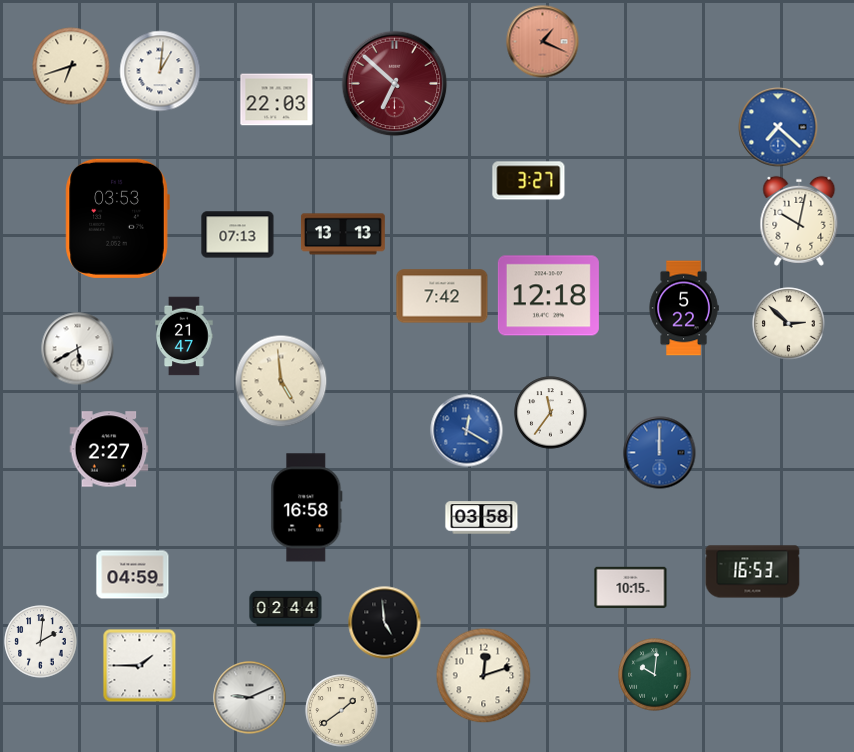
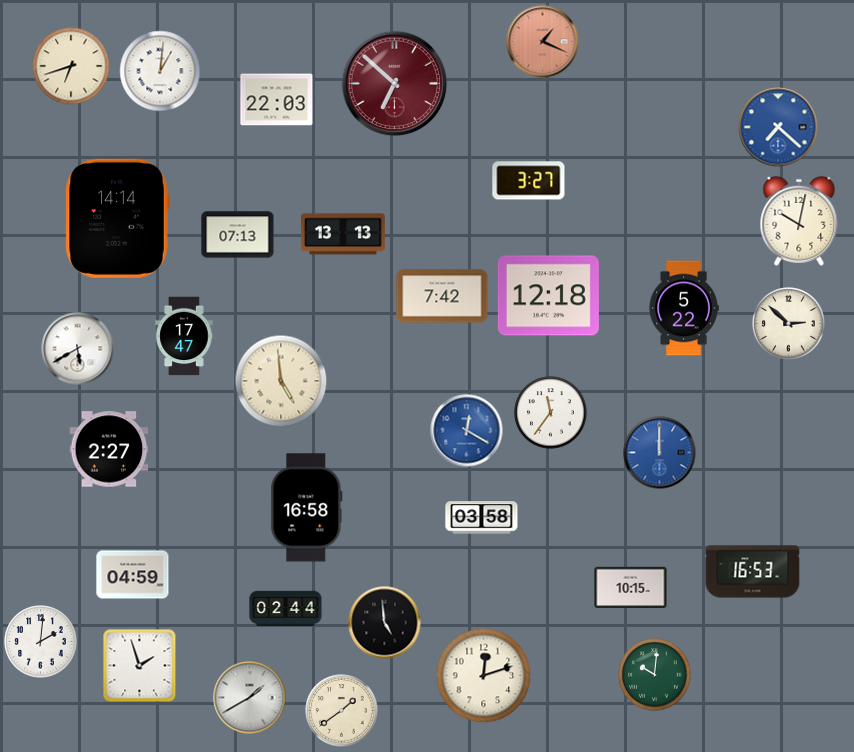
clock at (117, 218): 03:53 -> 14:14
clock at (184, 336): 21:47 -> 17:47
clock at (140, 666): 1:45 -> 1:57
clock at (250, 698): 9:11 -> 1:40
